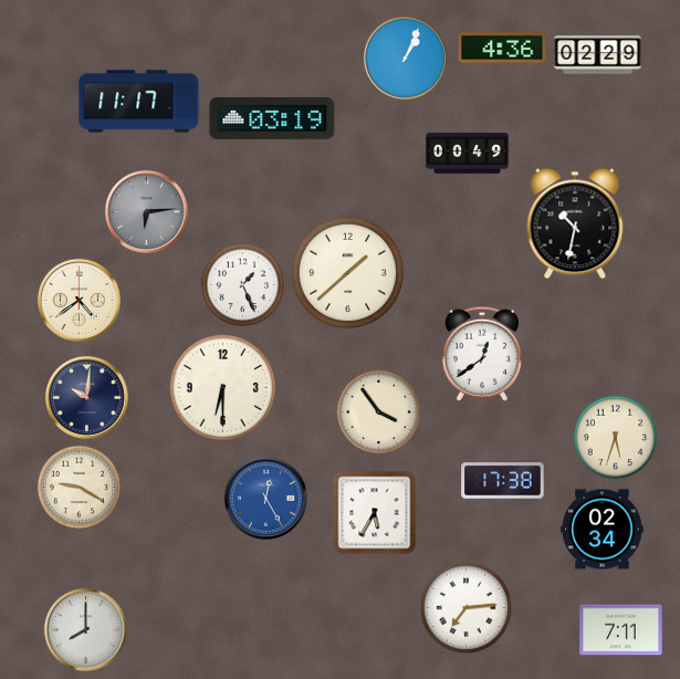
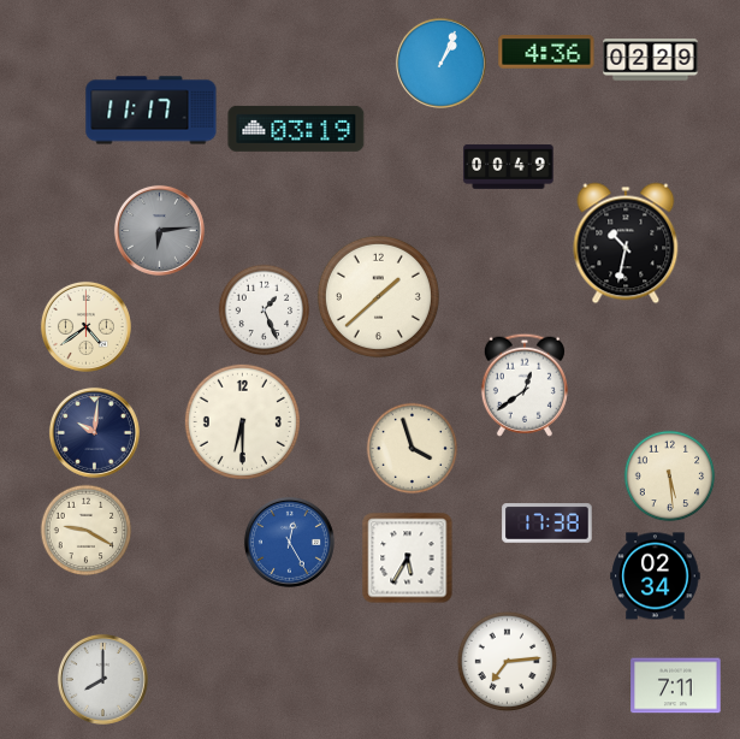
clock at (379, 412): 3:54 -> 3:57
clock at (616, 438): 5:33 -> 5:29
clock at (85, 629) position: (85, 629) -> (102, 679)
